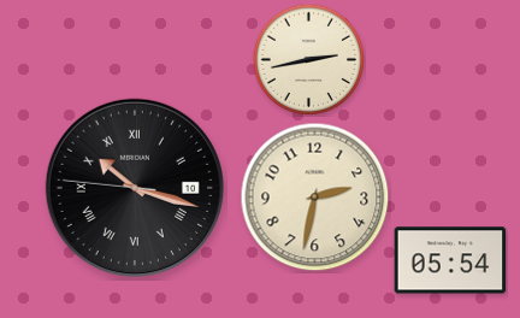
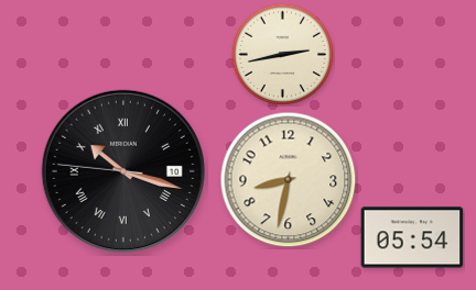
clock at (315, 198): 2:32 -> 8:32
